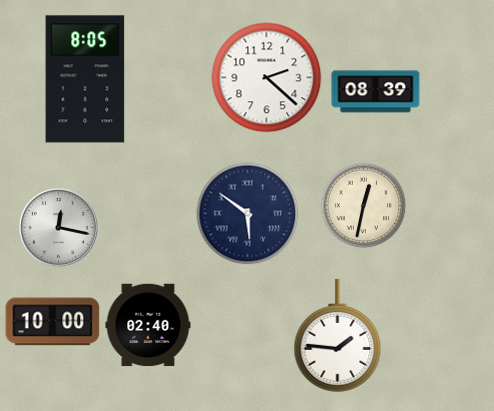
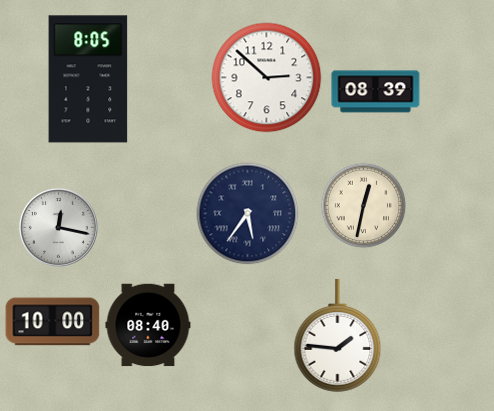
clock at (267, 78): 2:22 -> 2:52
clock at (85, 79) position: (85, 79) -> (88, 79)
clock at (248, 214): 5:51 -> 5:36
clock at (148, 325): 02:40 -> 08:40
